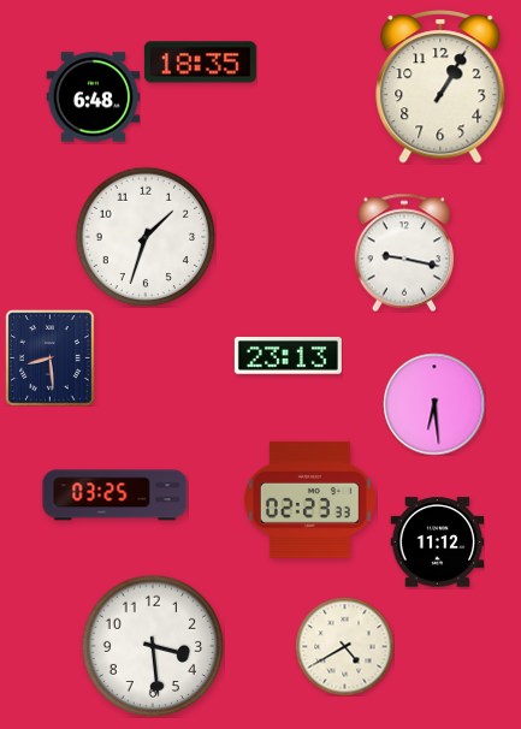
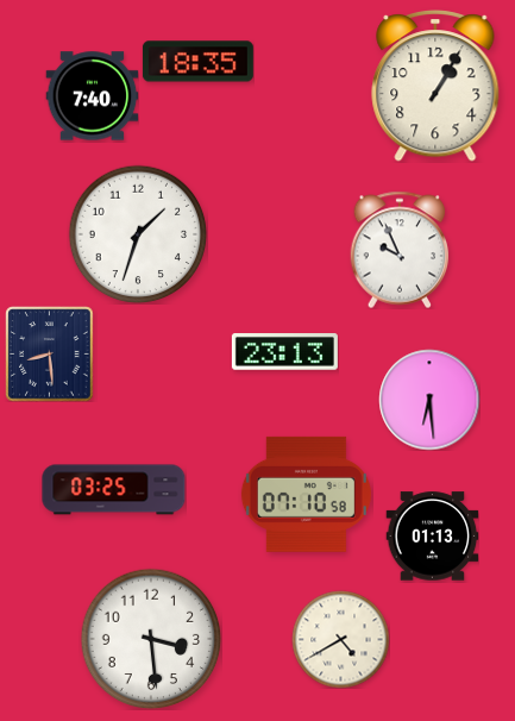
clock at (93, 97): 6:48 -> 7:40
clock at (146, 237) position: (146, 237) -> (138, 234)
clock at (404, 253): 9:17 -> 9:56
clock at (309, 499): 02:23 -> 07:10
clock at (437, 543): 11:12 -> 01:13
